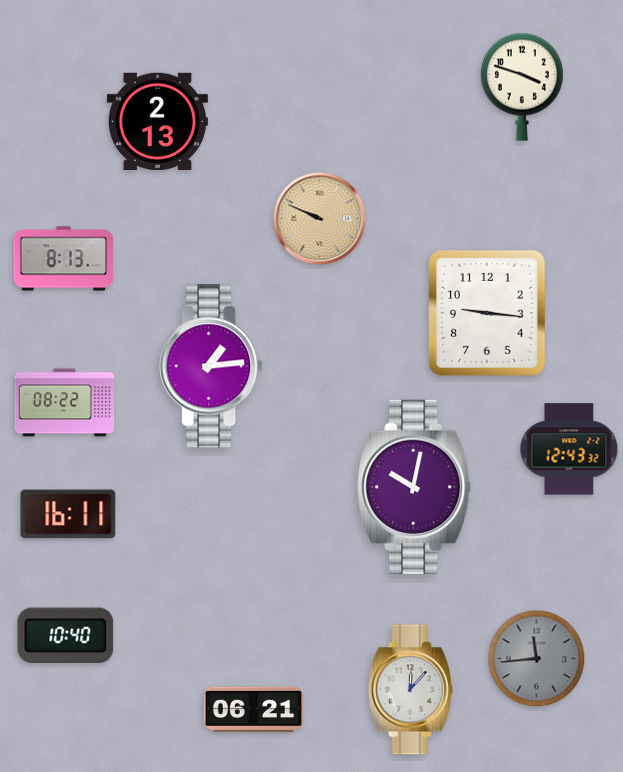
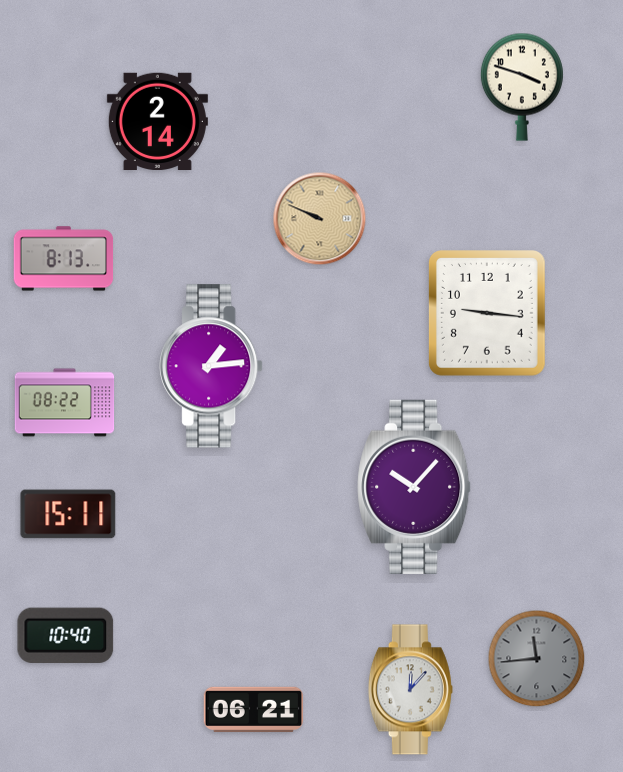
clock at (157, 121): 2:13 -> 2:14
clock at (569, 449): 12:43 -> none
clock at (415, 487): 10:02 -> 10:07
clock at (68, 514): 16:11 -> 15:11
